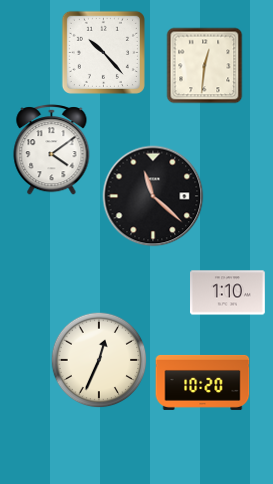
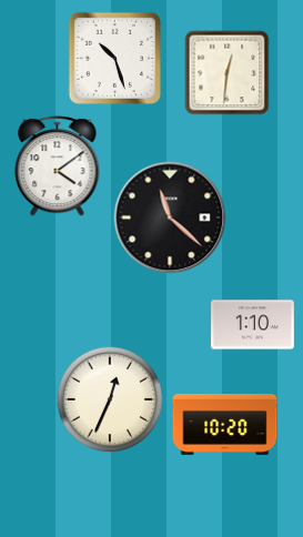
clock at (103, 52): 10:23 -> 10:27
